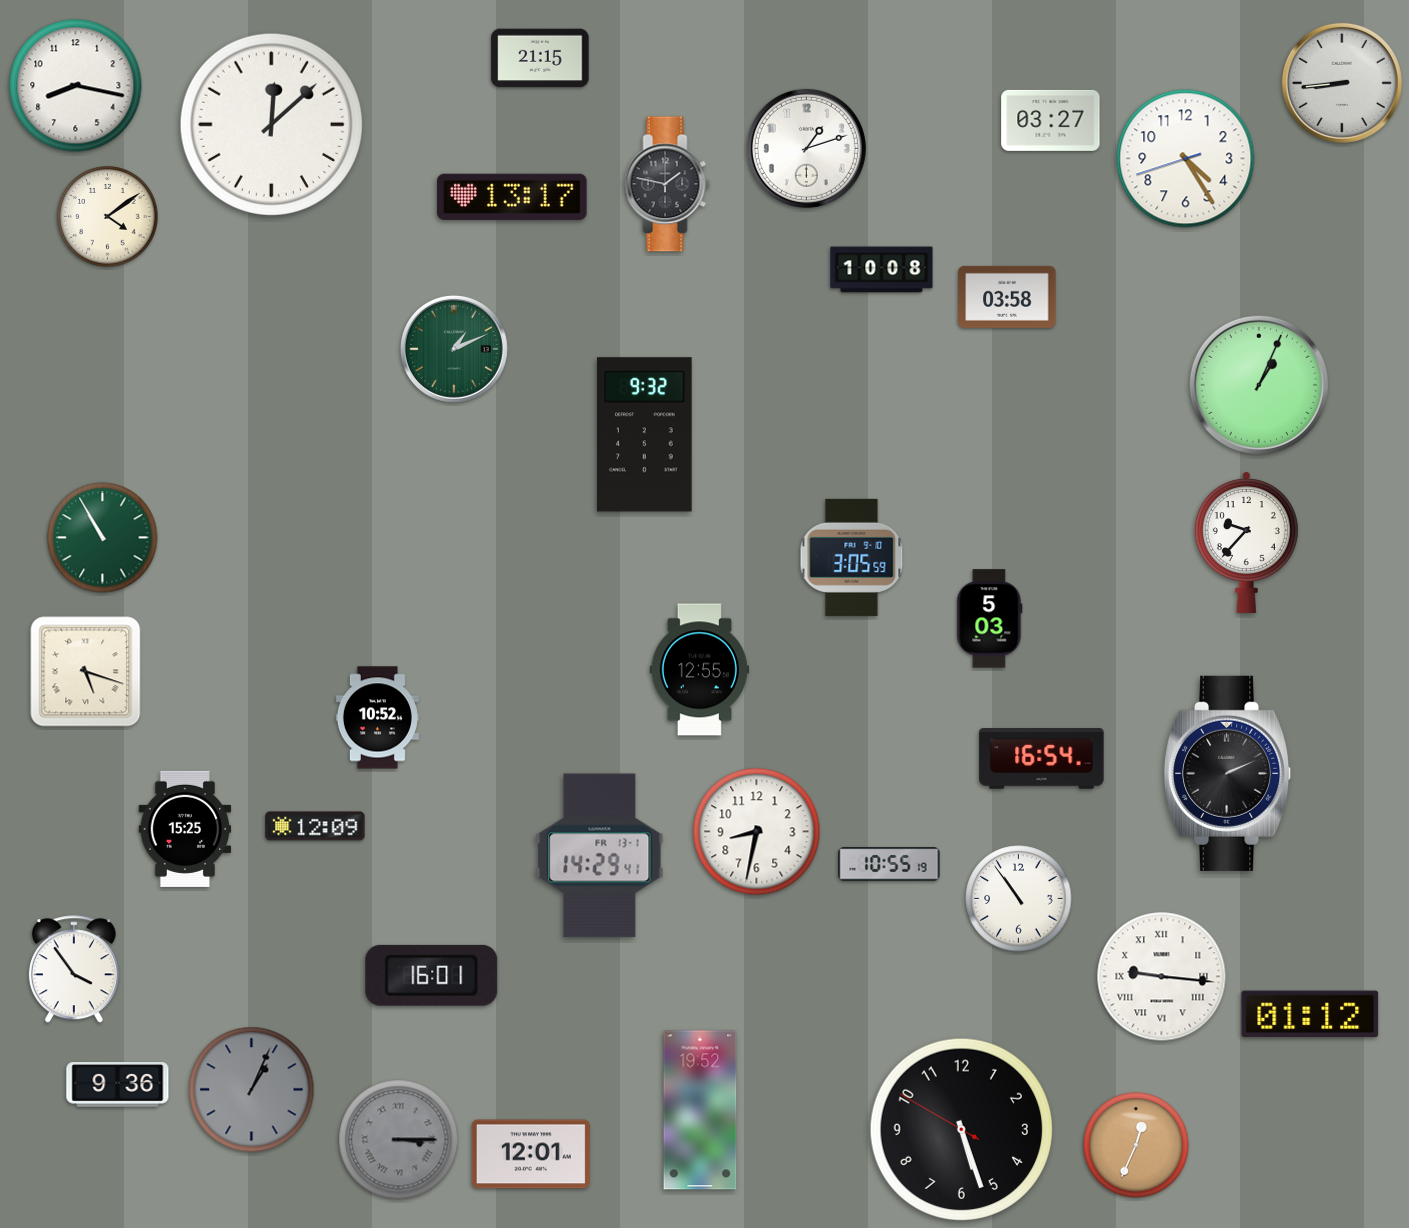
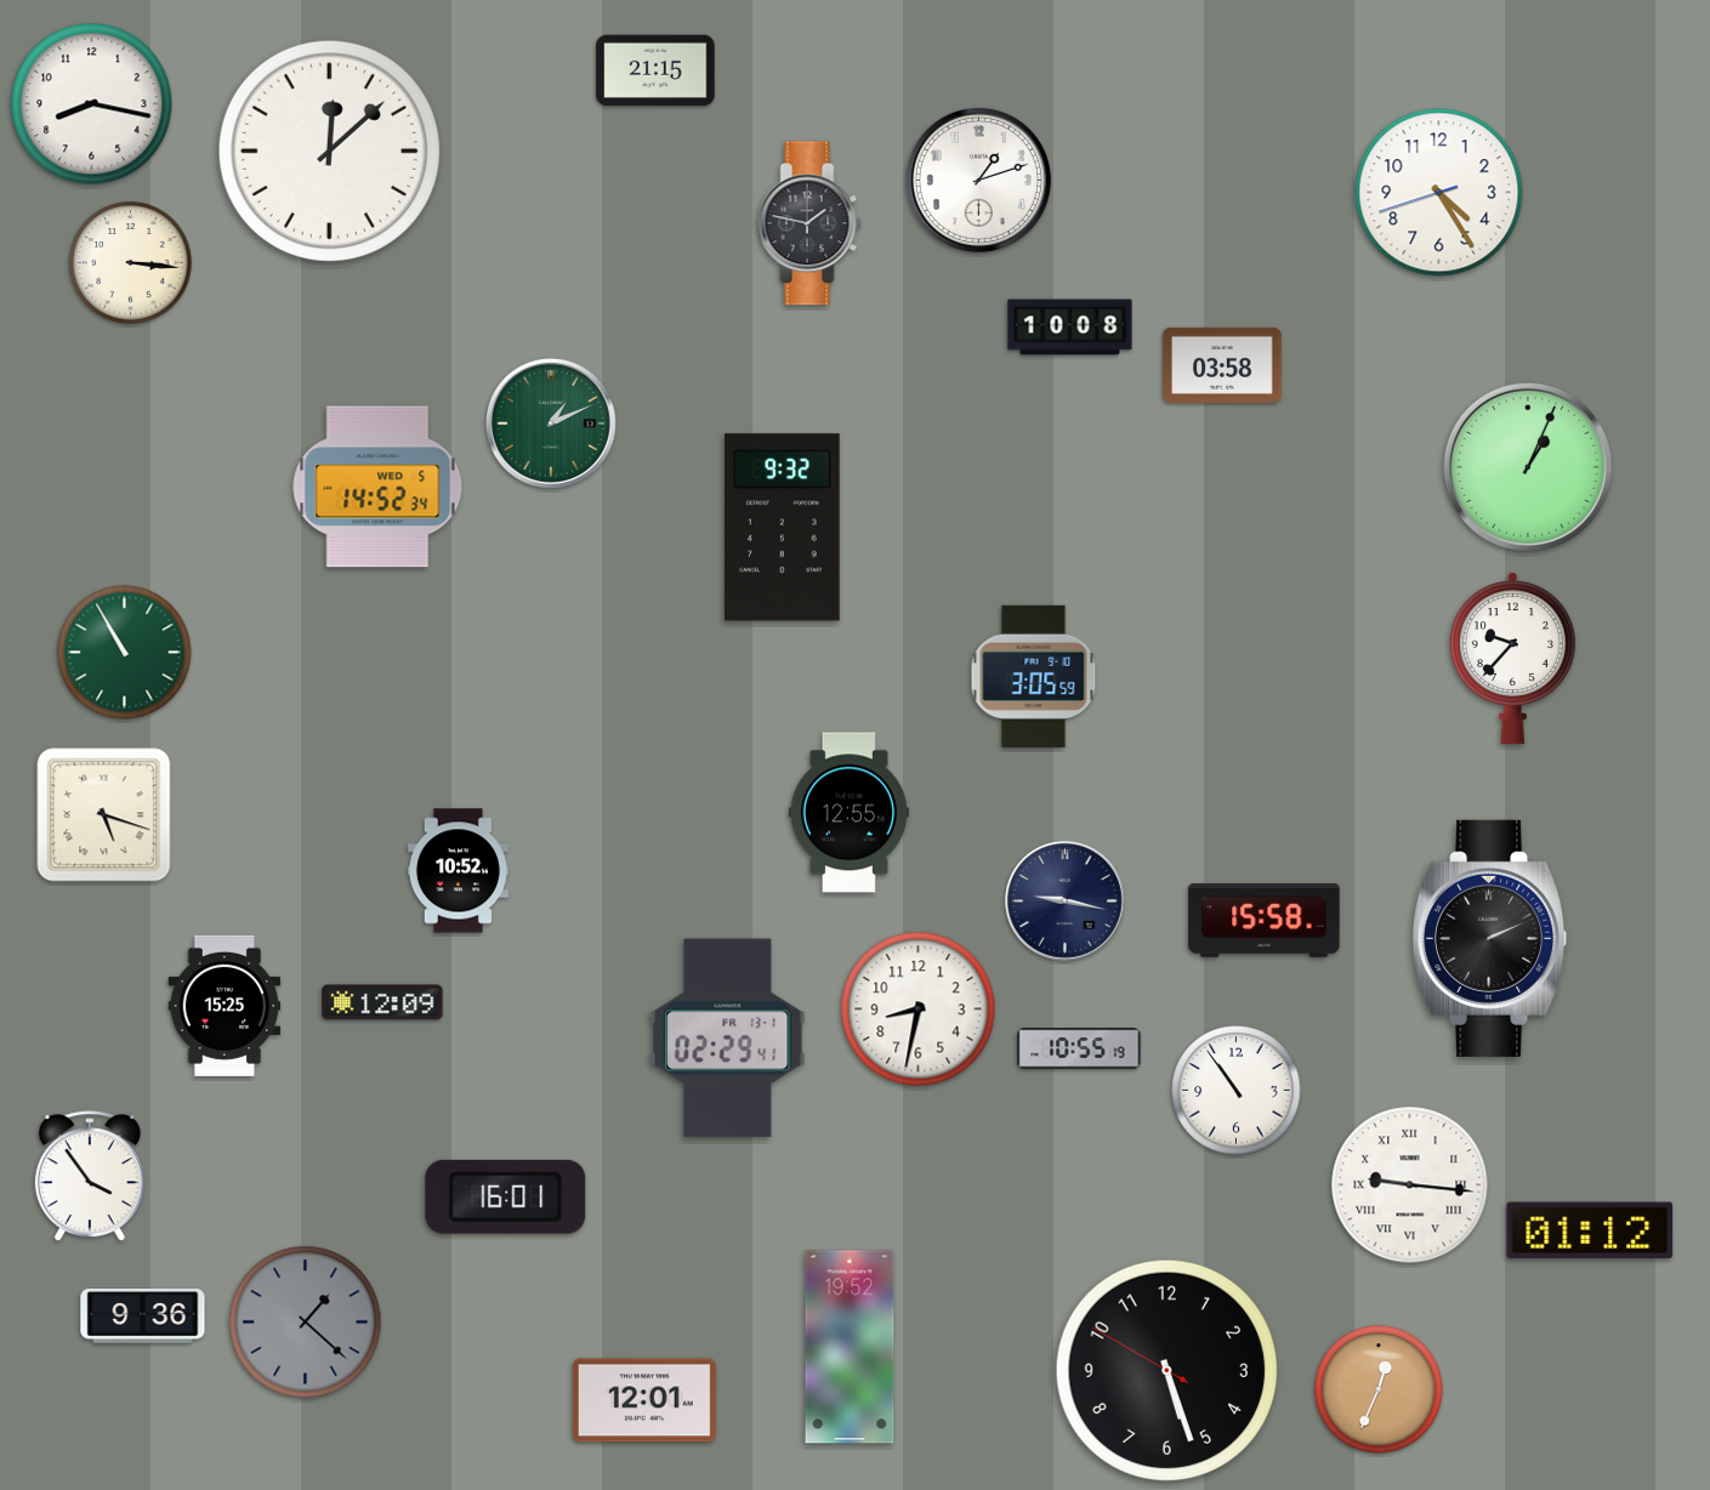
clock at (1342, 83): 8:44 -> none
clock at (1051, 120): 03:27 -> none
clock at (512, 197): 13:17 -> none
clock at (108, 217): 4:09 -> 3:16
clock at (1007, 297) position: (1007, 297) -> (1222, 365)
clock at (377, 487): none -> 14:52
clock at (990, 619): 5:03 -> none
clock at (1064, 900): none -> 9:17
clock at (1042, 759): 16:54 -> 15:58
clock at (600, 856): 14:29 -> 02:29
clock at (432, 975) position: (432, 975) -> (506, 1196)
clock at (252, 1090): 1:04 -> 1:22
clock at (399, 1140): 3:15 -> none
